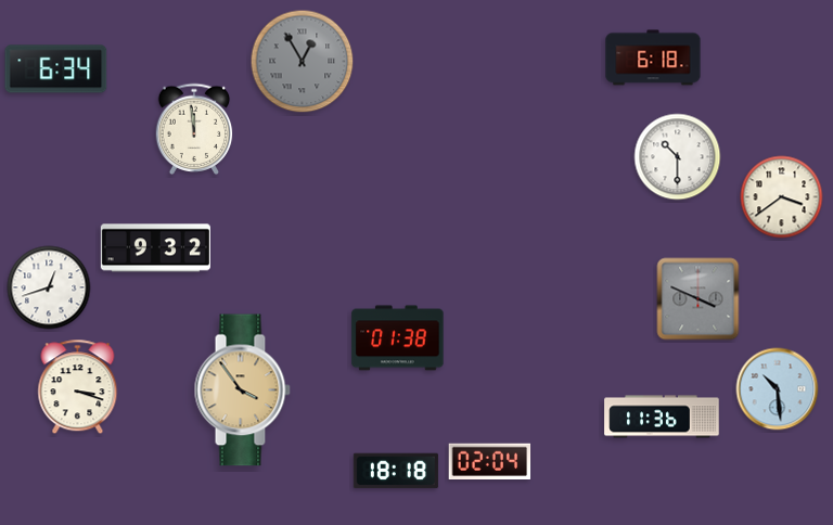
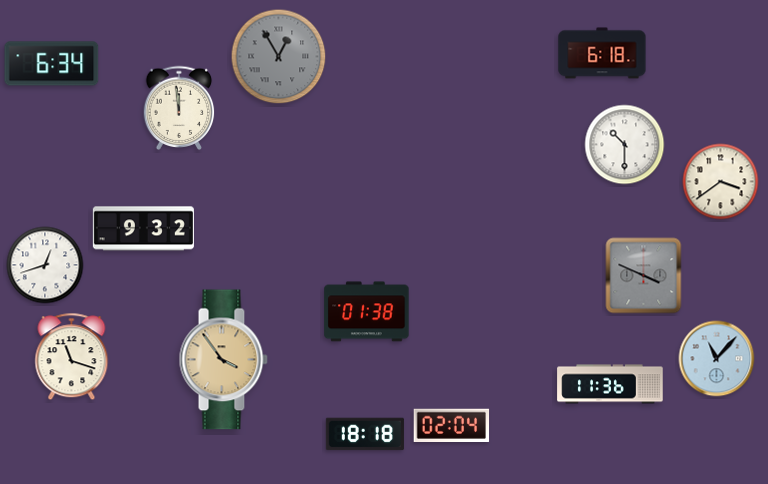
clock at (194, 129) position: (194, 129) -> (179, 108)
clock at (78, 387): 3:18 -> 11:18
clock at (778, 389): 10:29 -> 11:07
